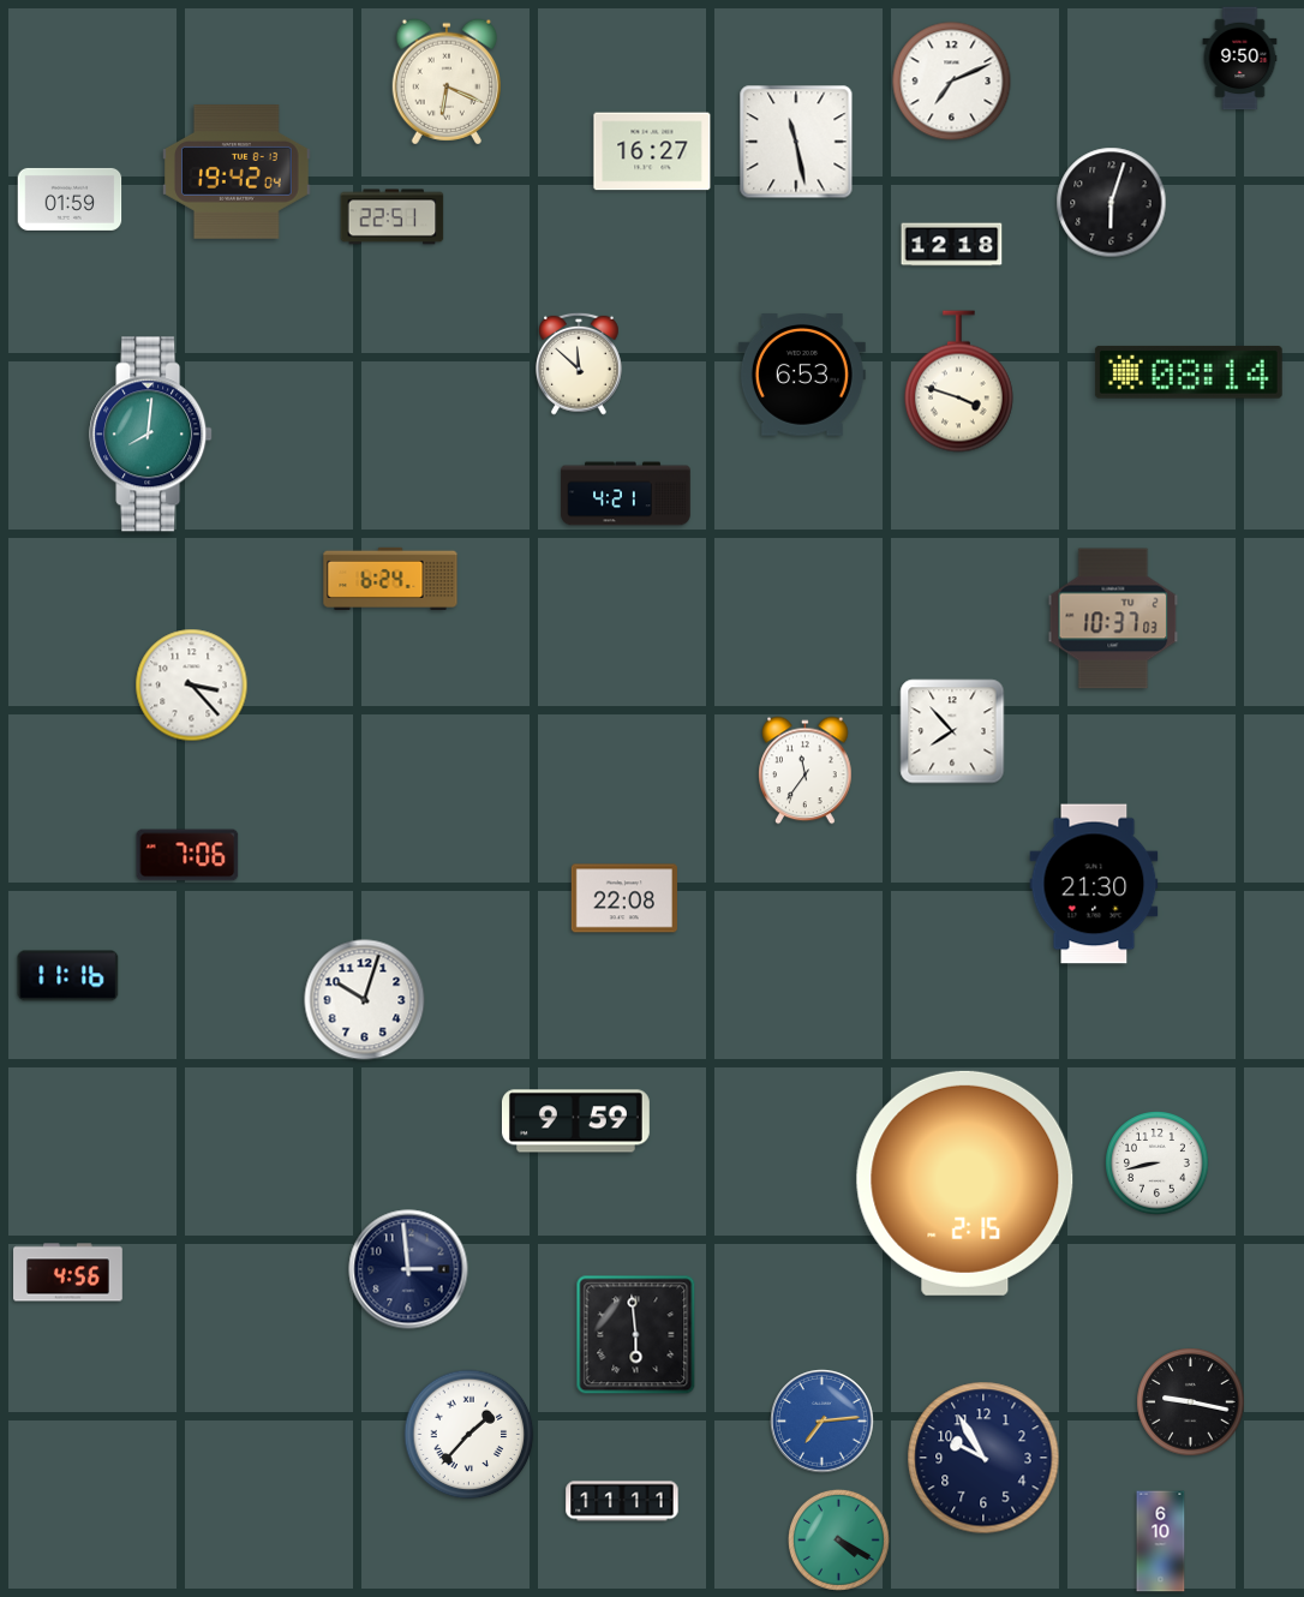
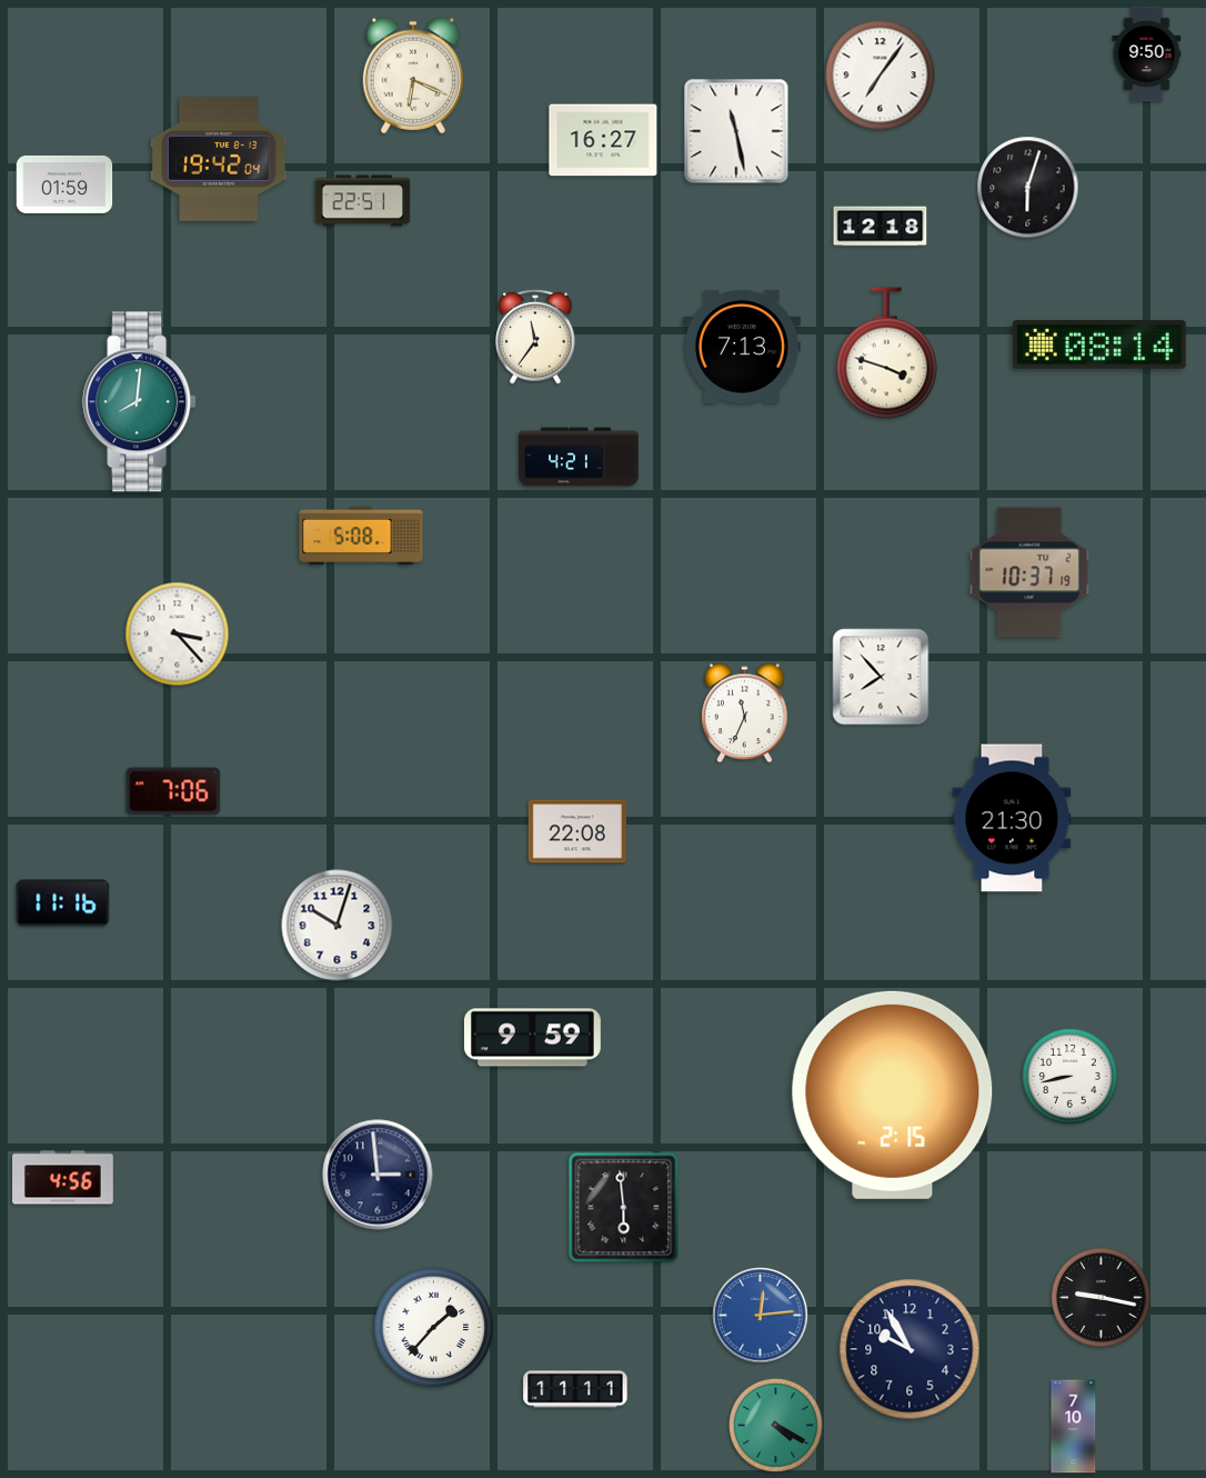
clock at (952, 82): 7:11 -> 7:06
clock at (580, 364): 11:52 -> 11:36
clock at (802, 375): 6:53 -> 7:13
clock at (390, 578): 6:24 -> 5:08
clock at (1113, 618): 10:37:03 -> 10:37:19
clock at (806, 771): 11:36 -> 11:34
clock at (636, 1335) position: (636, 1335) -> (624, 1208)
clock at (823, 1422): 7:14 -> 12:14
clock at (1161, 1542): 6:10 -> 7:10
